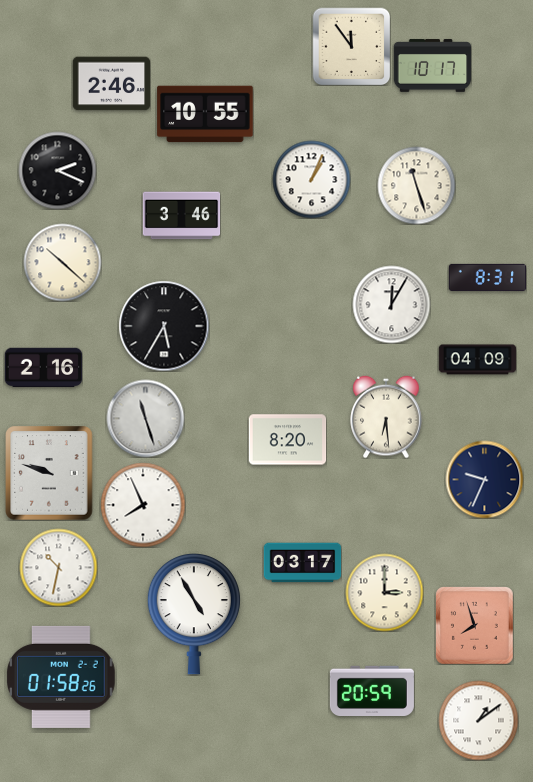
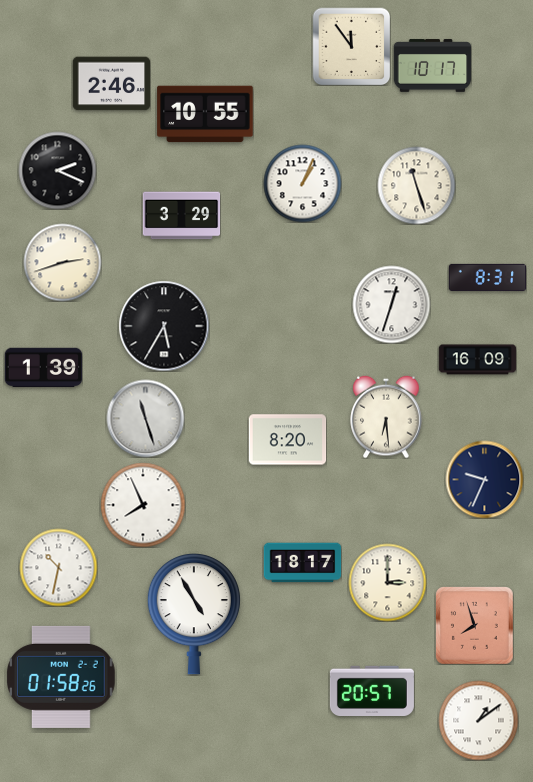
clock at (311, 179) position: (311, 179) -> (302, 183)
clock at (181, 216): 3:46 -> 3:29
clock at (62, 262): 10:22 -> 2:42
clock at (391, 304): 12:05 -> 12:33
clock at (477, 360): 04:09 -> 16:09
clock at (43, 368): 2:16 -> 1:39
clock at (49, 473): 9:48 -> none
clock at (302, 563): 03:17 -> 18:17
clock at (384, 592) position: (384, 592) -> (387, 582)
clock at (372, 690): 20:59 -> 20:57
